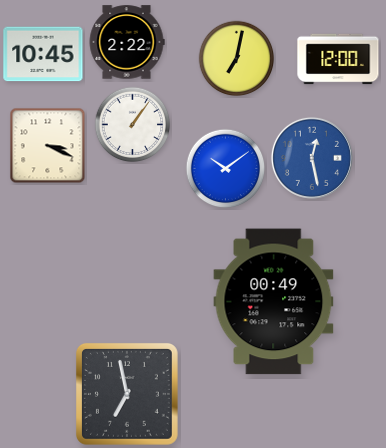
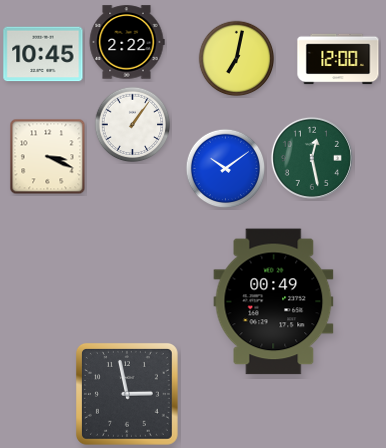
clock at (48, 146) position: (48, 146) -> (48, 157)
clock at (312, 158) dial: blue -> green
clock at (127, 394): 6:58 -> 2:58
